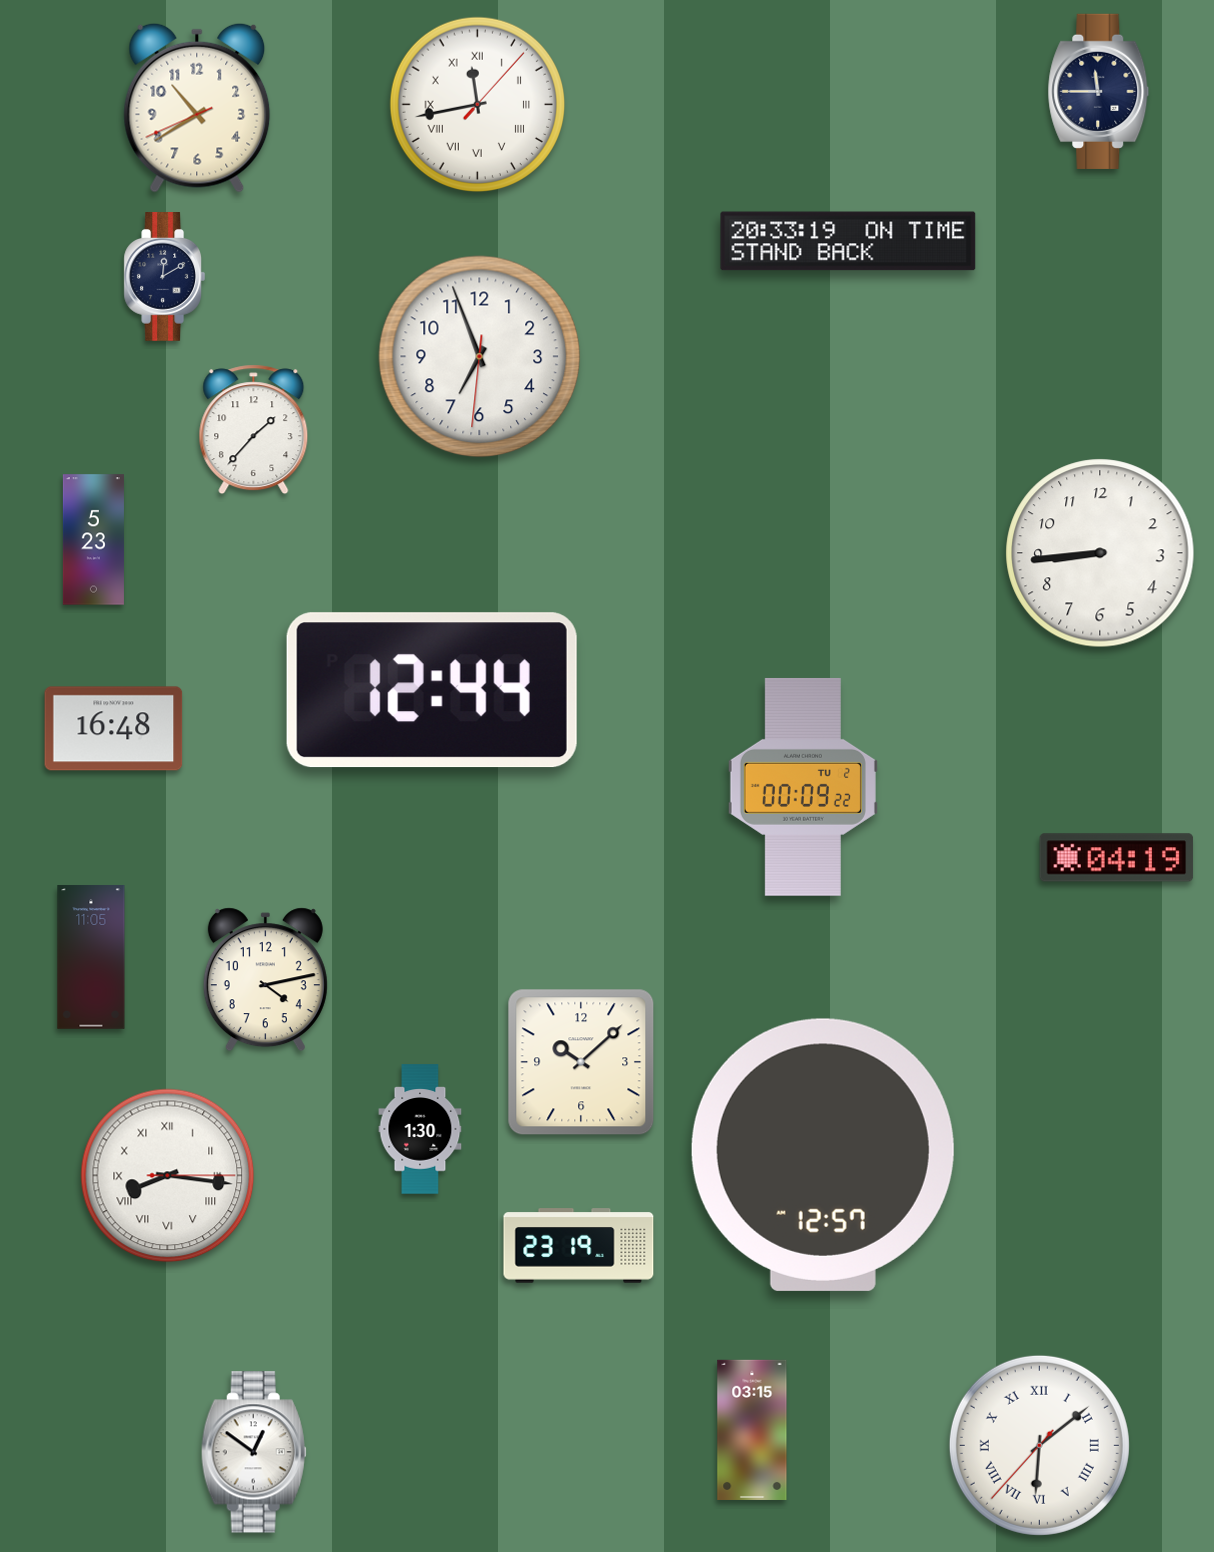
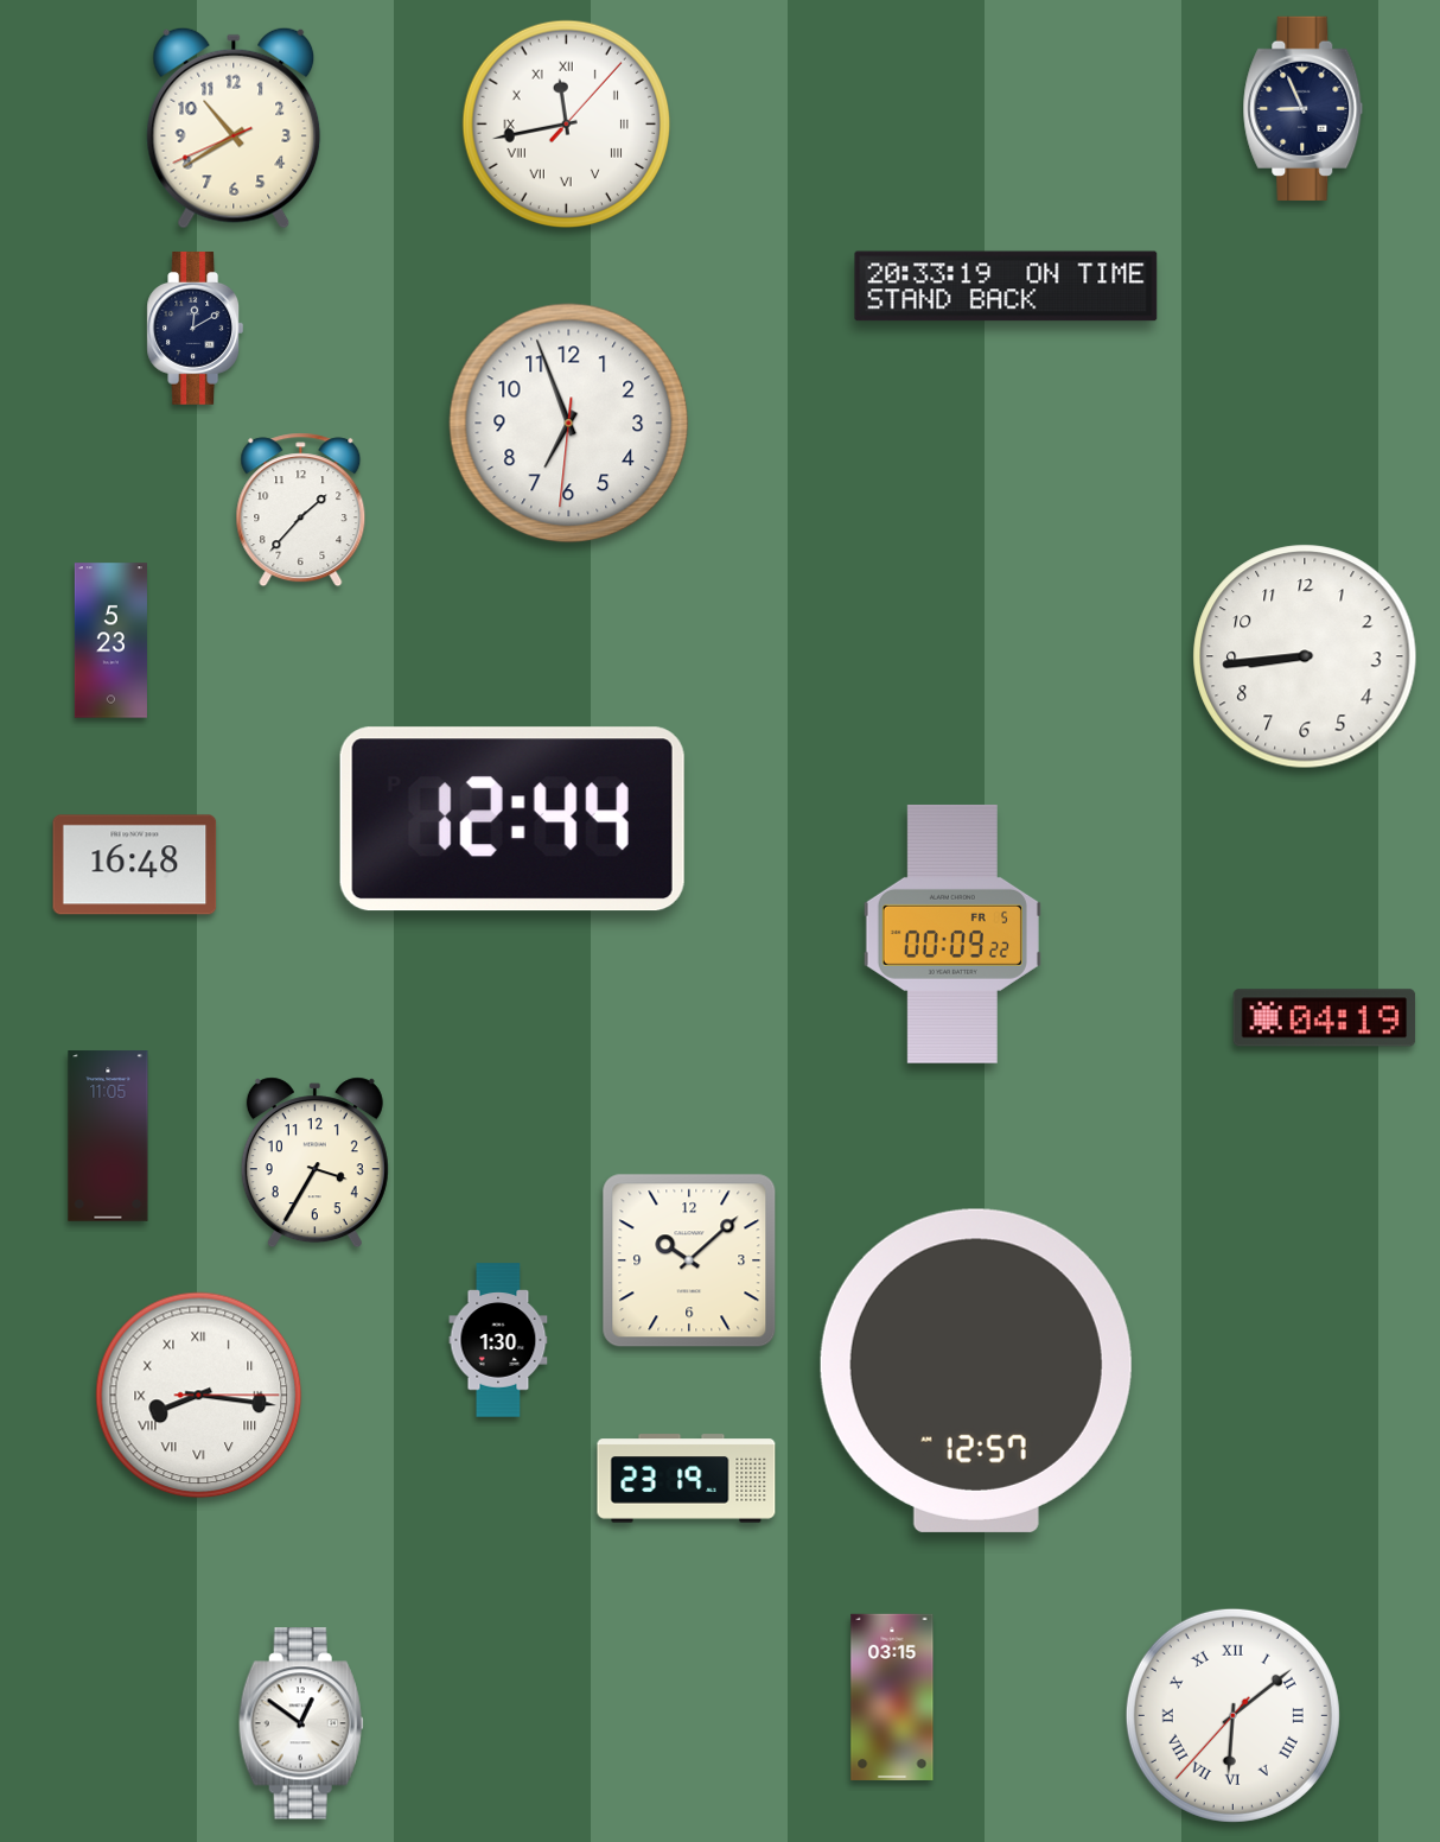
clock at (1099, 91): 11:45 -> 8:56
clock at (803, 787) date: TU 2 -> FR 5
clock at (265, 980): 4:13 -> 3:35
